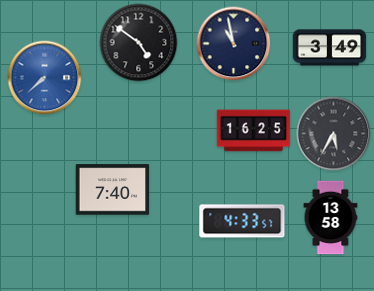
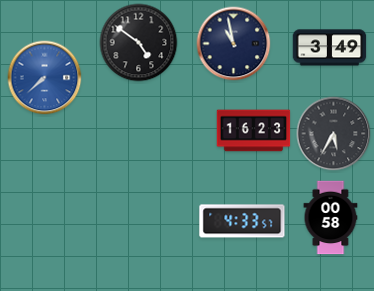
clock at (254, 131): 16:25 -> 16:23
clock at (113, 190): 7:40 -> none
clock at (331, 218): 13:58 -> 00:58
